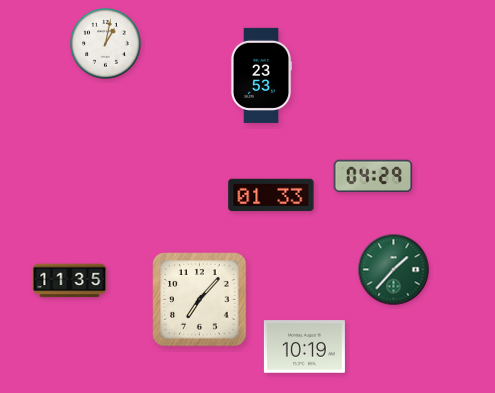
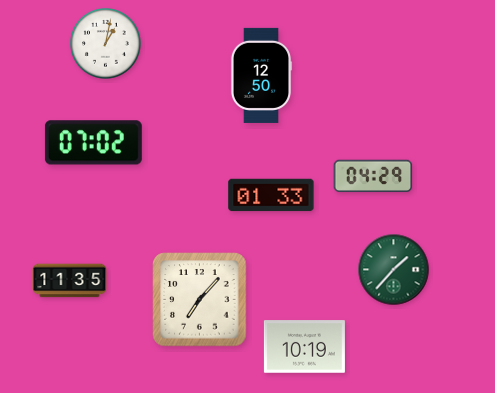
clock at (261, 75): 23:53 -> 12:50
clock at (93, 143): none -> 07:02
